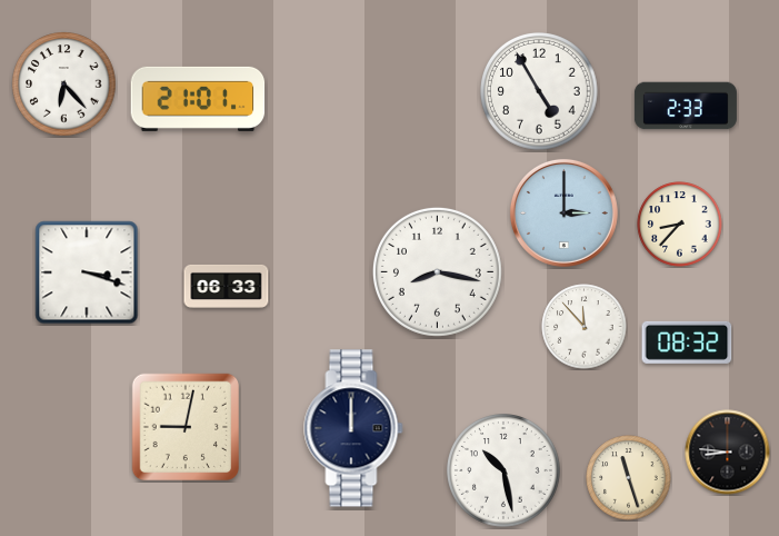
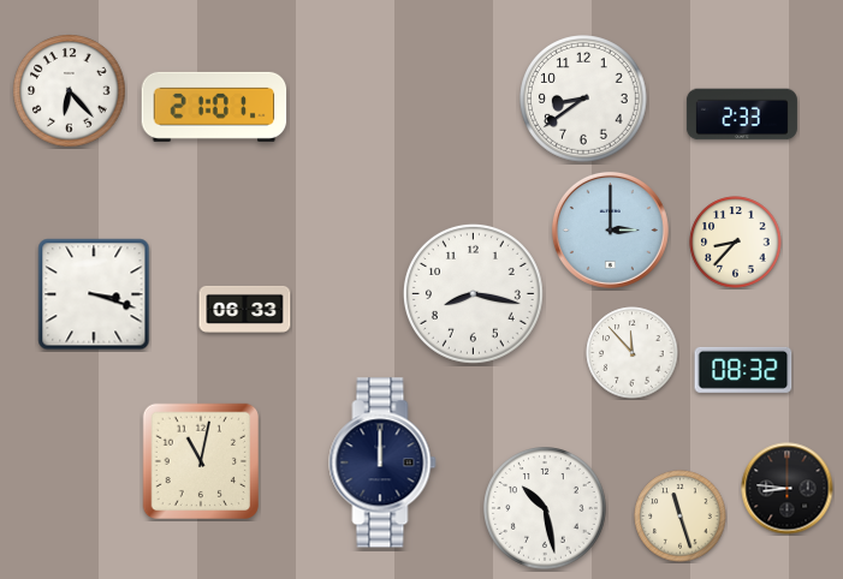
clock at (540, 92): 4:55 -> 8:39
clock at (184, 426): 9:02 -> 11:02
